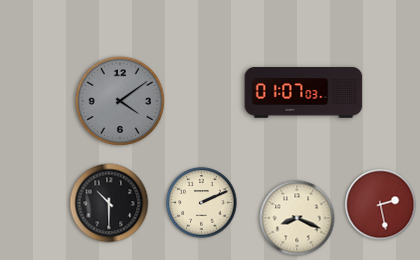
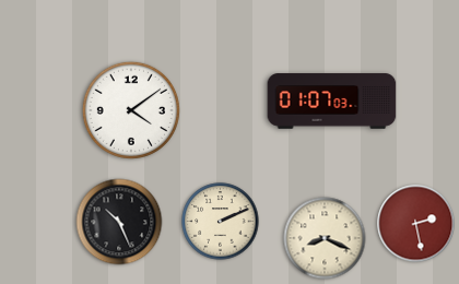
clock at (120, 101) dial: grey -> white
clock at (109, 203): 10:30 -> 10:26
